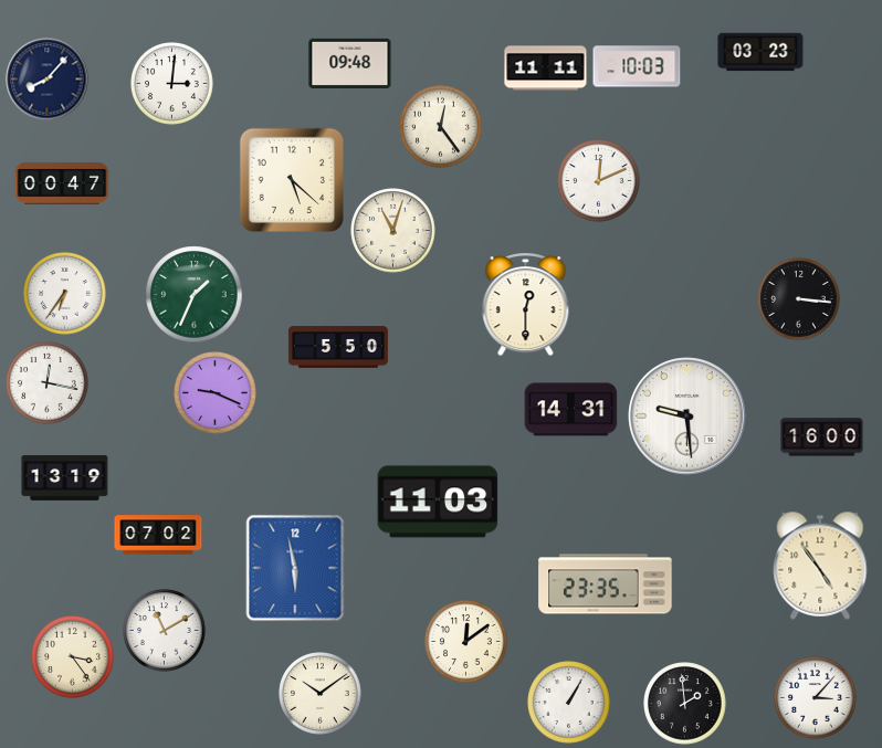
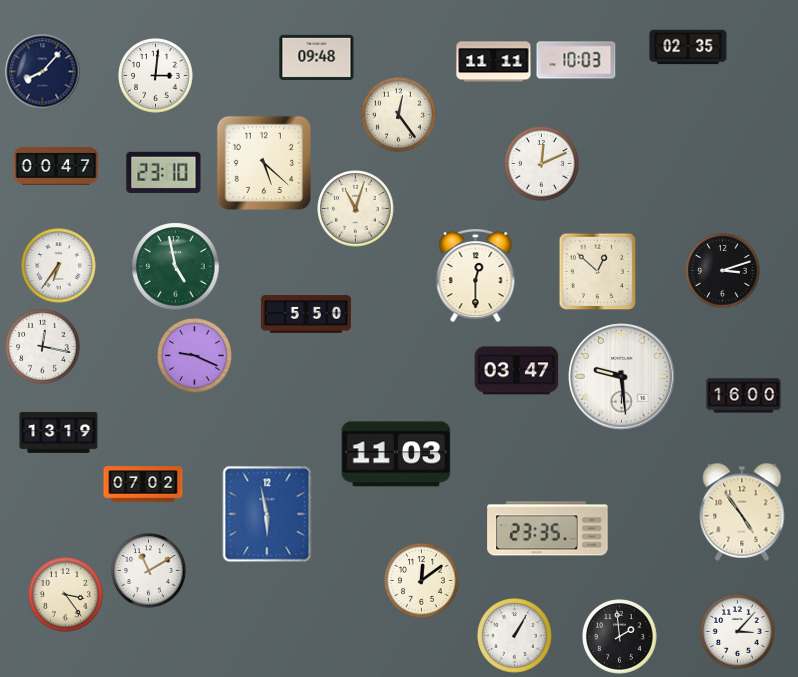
clock at (760, 52): 03:23 -> 02:35
clock at (164, 172): none -> 23:10
clock at (195, 295): 1:34 -> 4:58
clock at (799, 299): 3:16 -> 3:12
clock at (598, 272): none -> 12:52
clock at (571, 410): 14:31 -> 03:47
clock at (321, 694): 10:09 -> none
